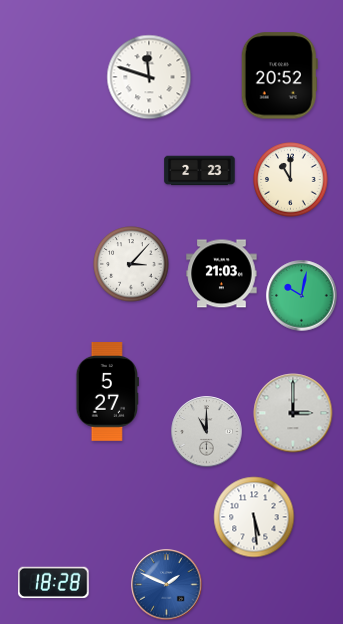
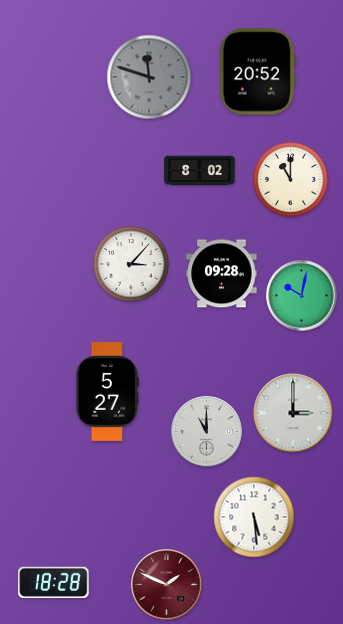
clock at (279, 76) position: (279, 76) -> (257, 72)
clock at (149, 77) dial: white -> grey
clock at (200, 171): 2:23 -> 8:02
clock at (222, 274): 21:03 -> 09:28
clock at (167, 585) dial: blue -> burgundy
